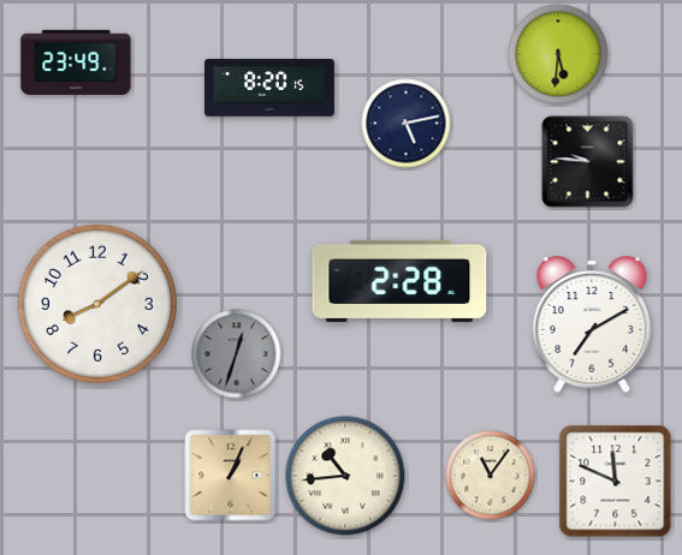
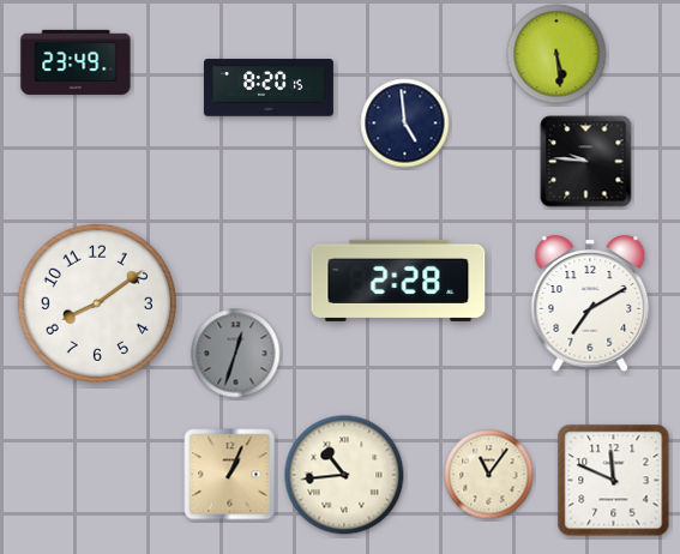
clock at (558, 54): 5:31 -> 5:29
clock at (407, 124): 5:13 -> 4:59
clock at (592, 324) position: (592, 324) -> (590, 303)
